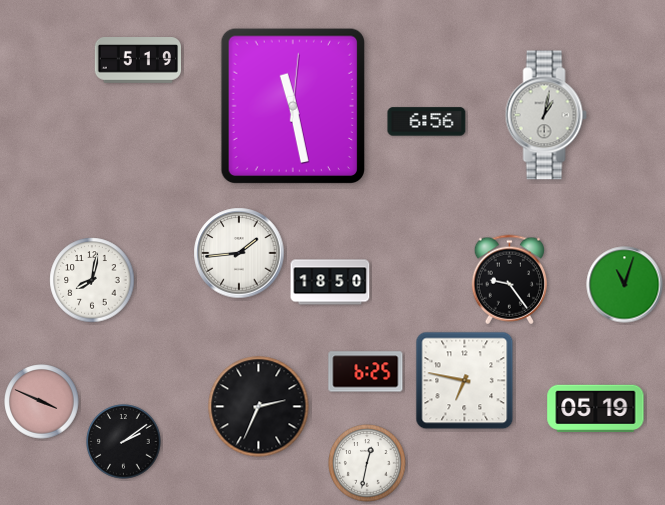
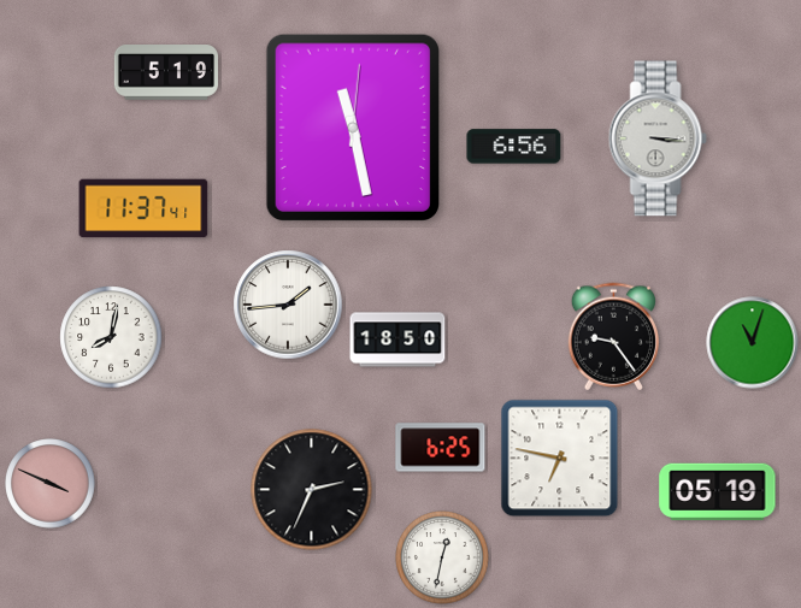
clock at (546, 115): 1:02 -> 3:16
clock at (143, 208): none -> 11:37
clock at (124, 442): 2:09 -> none
